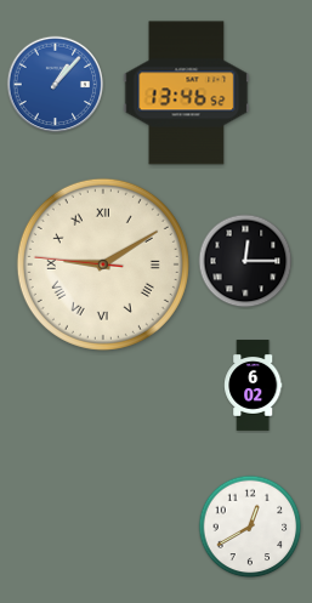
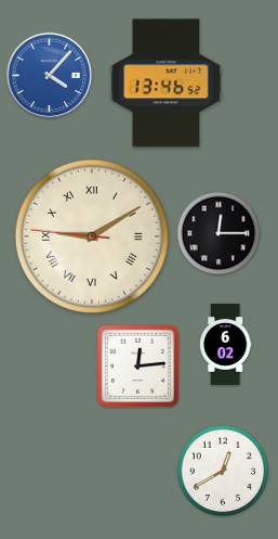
clock at (56, 85): 1:07 -> 4:07
clock at (138, 367): none -> 12:14
